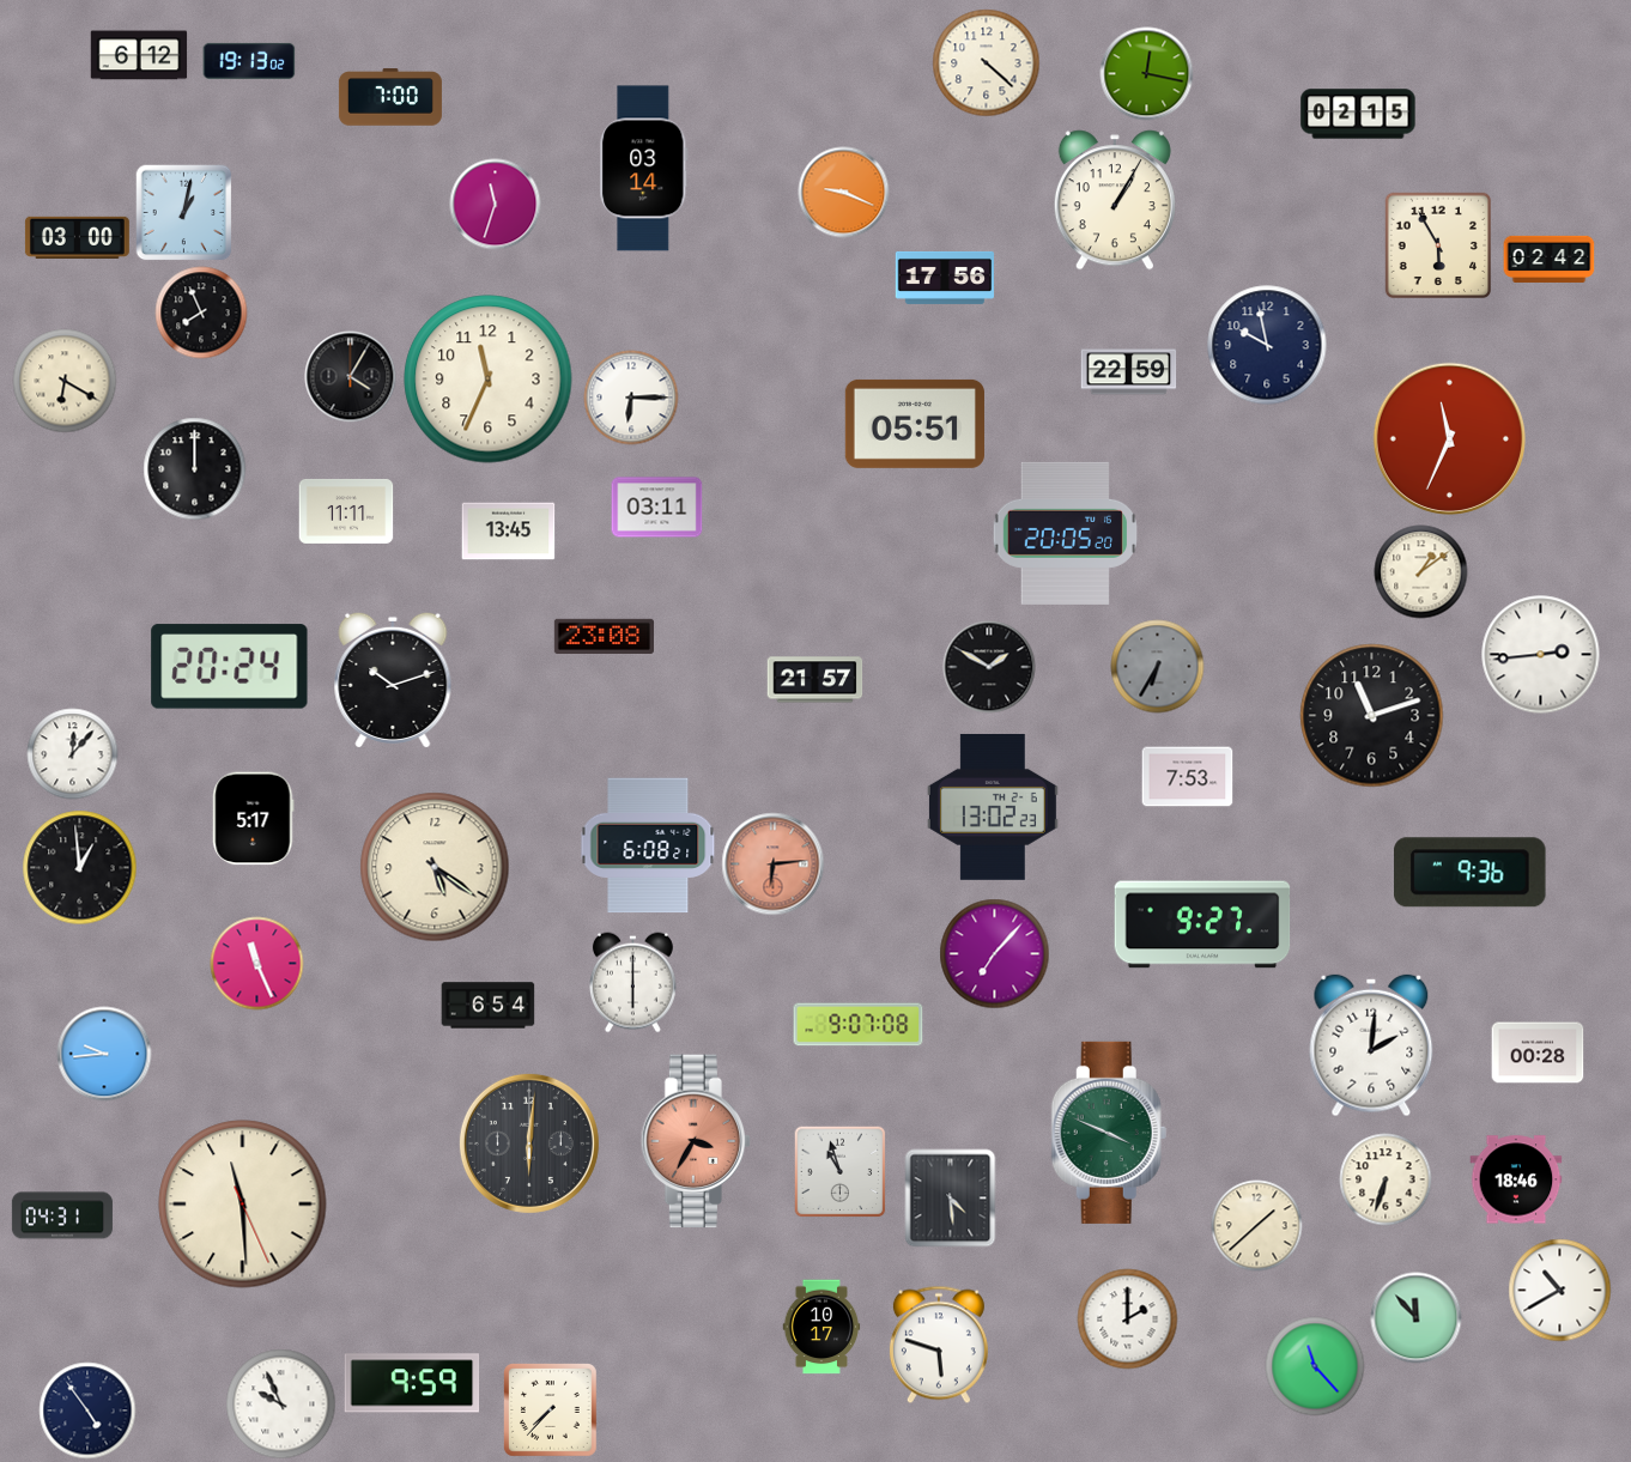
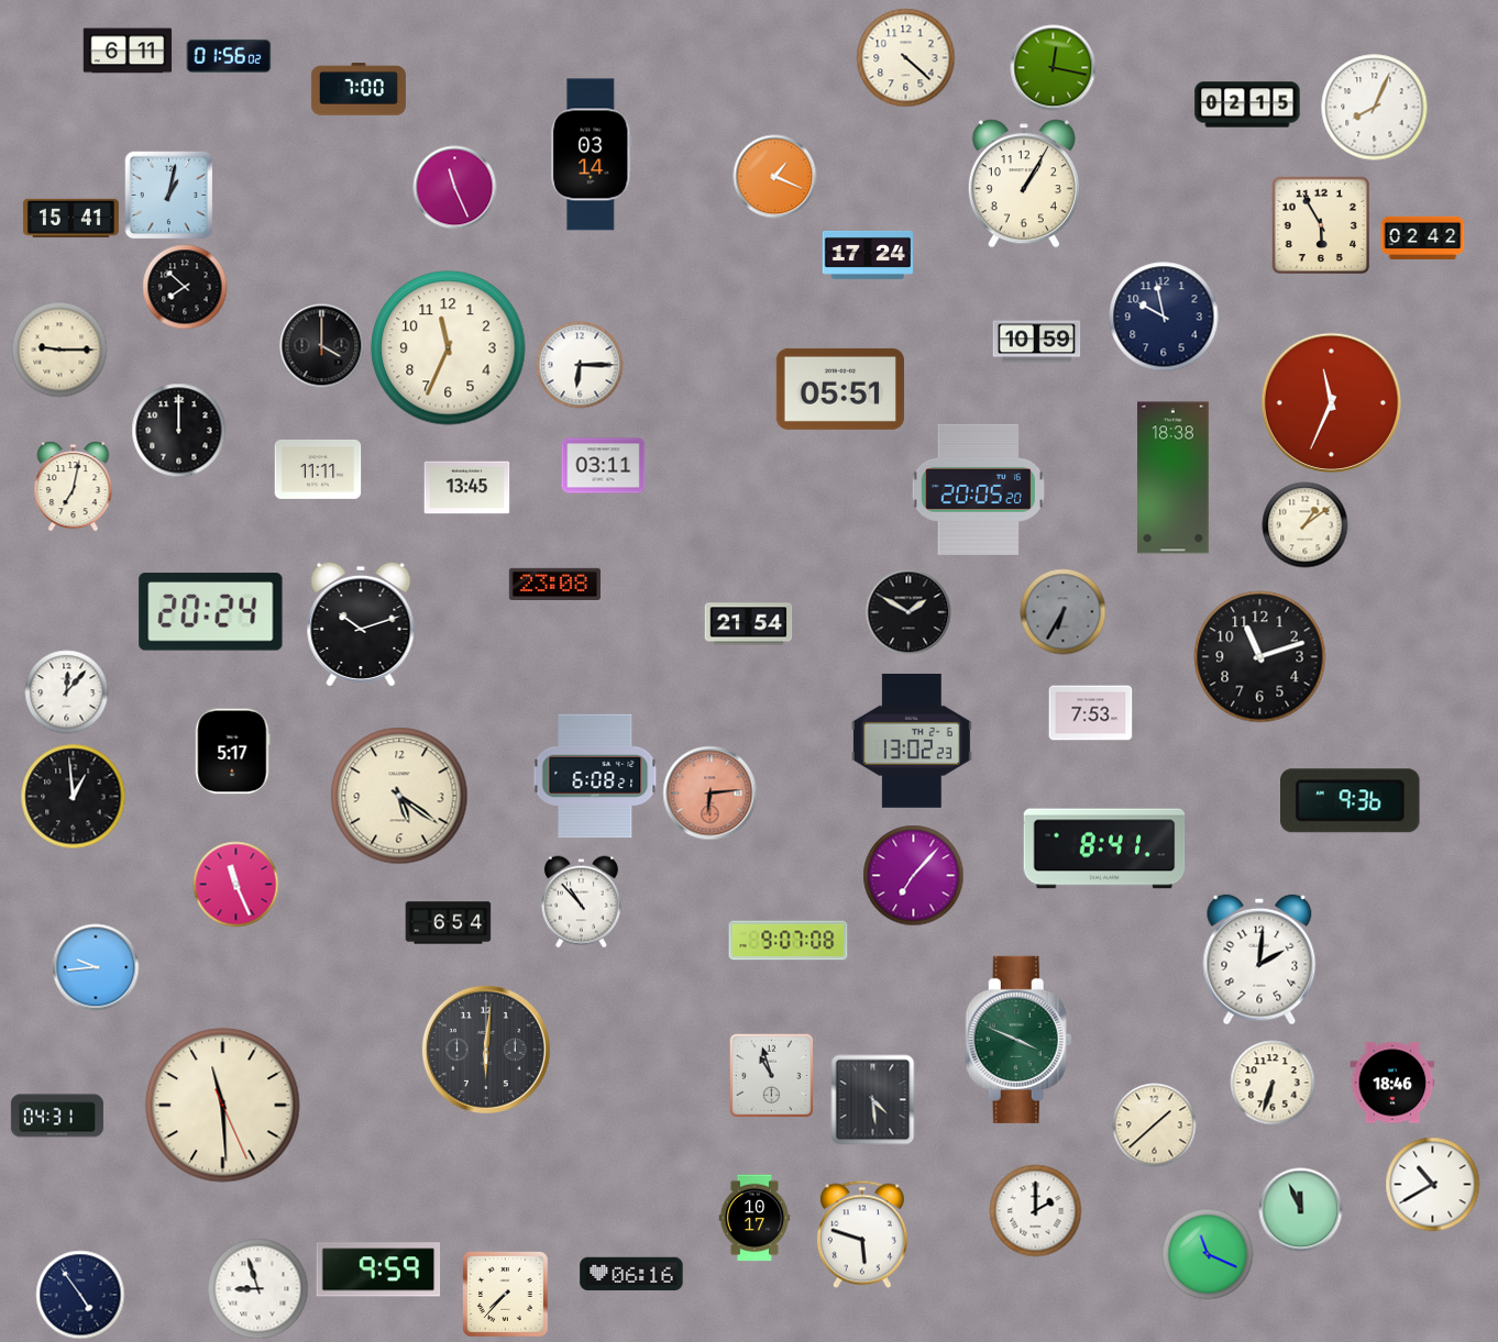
clock at (139, 55): 6:12 -> 6:11
clock at (249, 61): 19:13 -> 01:56
clock at (1375, 108): none -> 8:04
clock at (844, 193): 9:19 -> 1:19
clock at (496, 205): 11:33 -> 11:26
clock at (77, 237): 03:00 -> 15:41
clock at (944, 278): 17:56 -> 17:24
clock at (201, 313): 7:56 -> 7:52
clock at (1129, 372): 22:59 -> 10:59
clock at (351, 377): 4:05 -> 4:00
clock at (65, 381): 6:20 -> 9:15
clock at (1174, 478): none -> 18:38
clock at (74, 487): none -> 7:02
clock at (1541, 655): 2:44 -> none
clock at (816, 680): 21:57 -> 21:54
clock at (1202, 924): 9:27 -> 8:41
clock at (632, 983): 6:00 -> 10:53
clock at (1538, 1052): 00:28 -> none
clock at (696, 1141): 3:35 -> none
clock at (1417, 1318): 11:53 -> 11:56
clock at (1315, 1366): 11:23 -> 11:19
clock at (631, 1274): none -> 06:16
clock at (281, 1405): 9:56 -> 8:57
